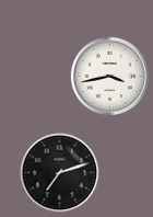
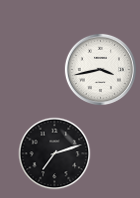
clock at (60, 173) position: (60, 173) -> (55, 154)
